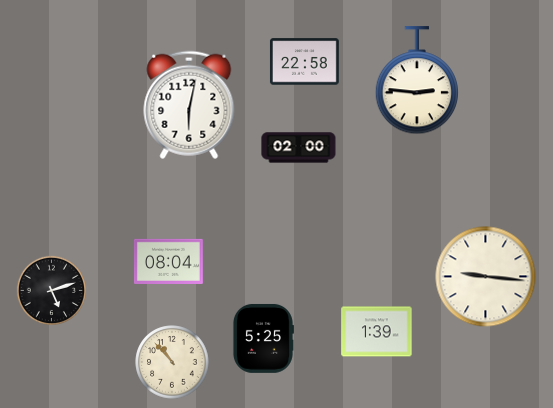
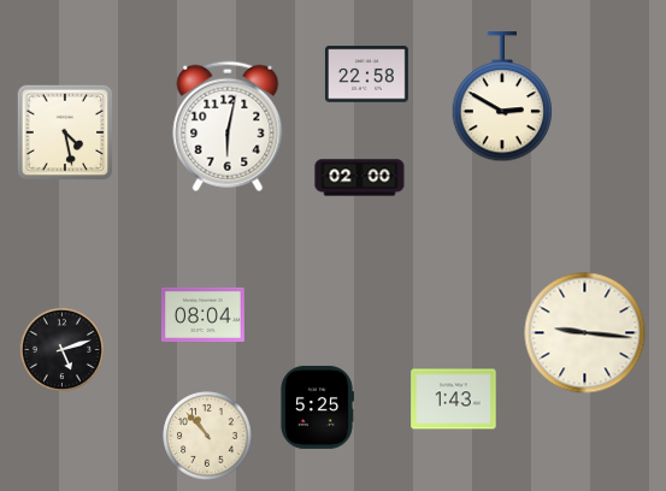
clock at (416, 81): 2:46 -> 2:50
clock at (65, 132): none -> 4:28
clock at (377, 332): 1:39 -> 1:43
